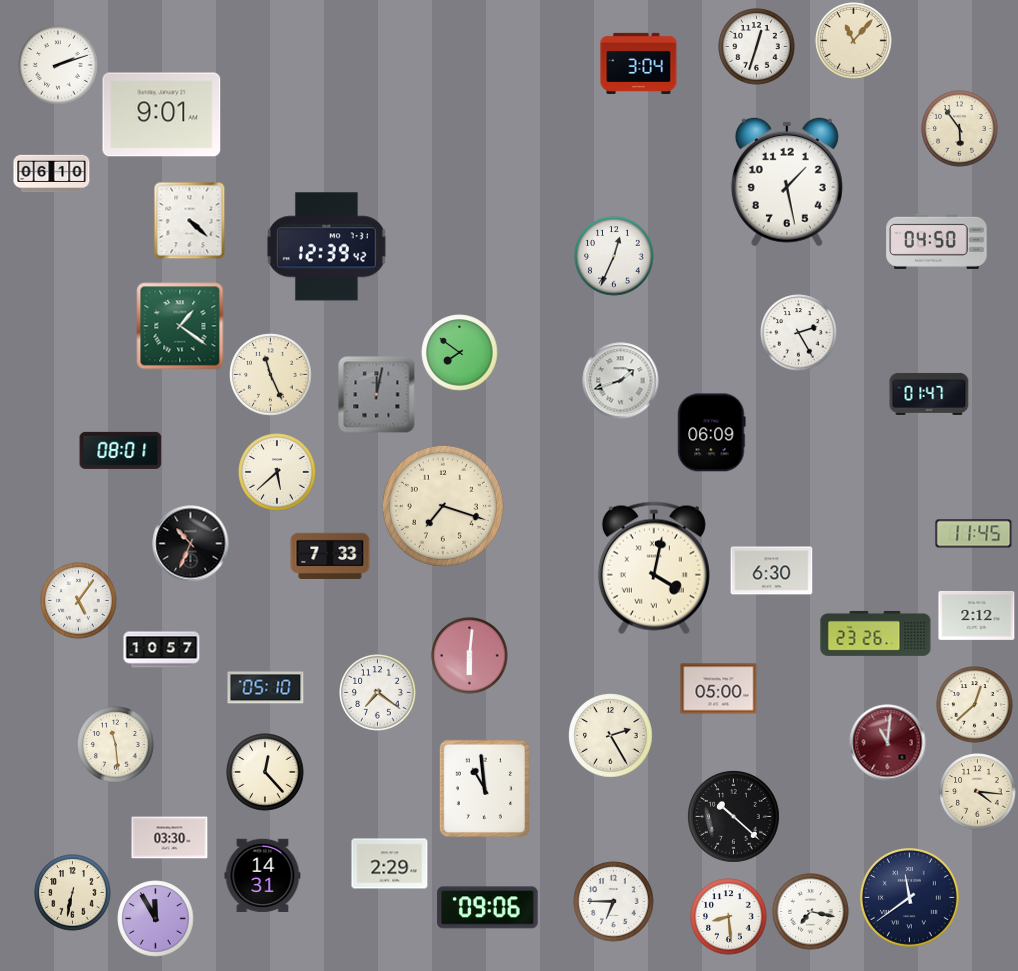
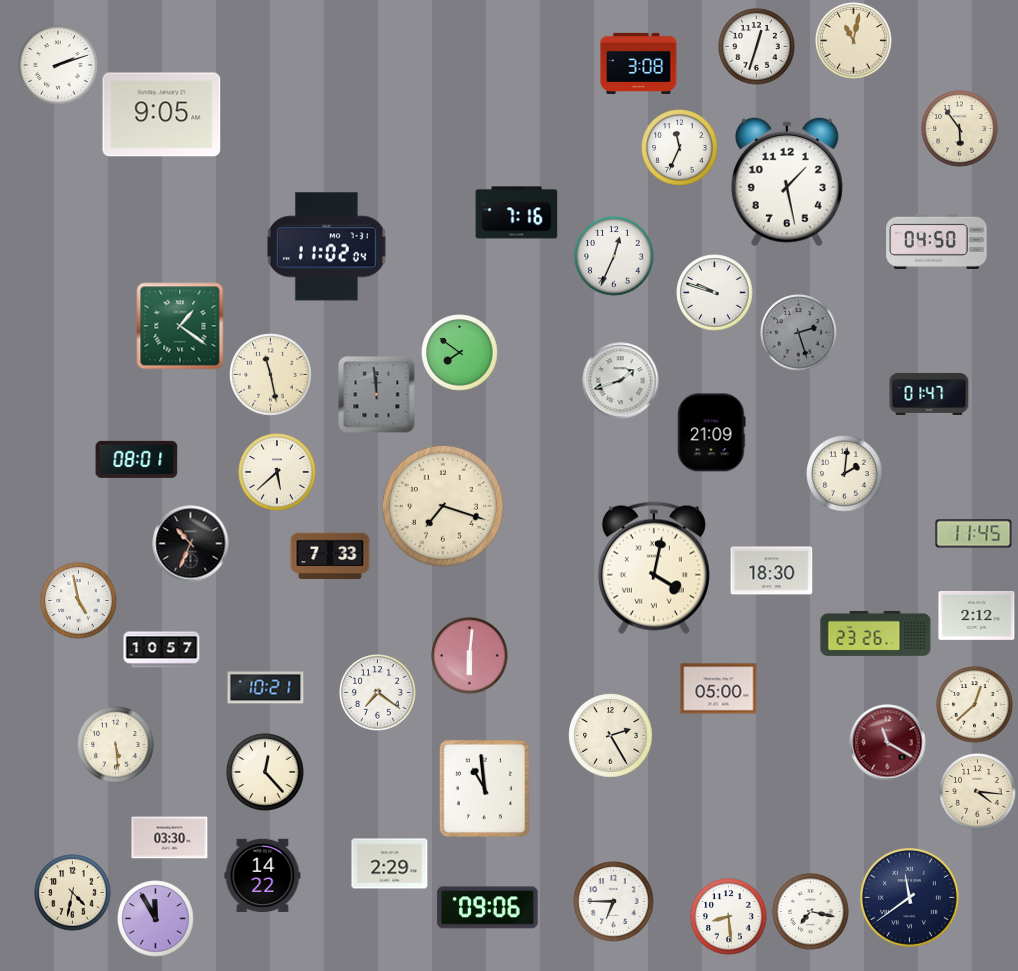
clock at (854, 41): 11:07 -> 11:02
clock at (639, 63): 3:04 -> 3:08
clock at (162, 115): 9:01 -> 9:05
clock at (680, 148): none -> 11:34
clock at (52, 174): 06:10 -> none
clock at (517, 213): none -> 7:16
clock at (190, 220): 4:22 -> none
clock at (326, 247): 12:39 -> 11:02
clock at (715, 293): none -> 9:48
clock at (799, 333): 2:25 -> 2:27
clock at (799, 333) dial: white -> grey
clock at (271, 375): 11:26 -> 11:28
clock at (377, 395): 12:02 -> 11:59
clock at (712, 433): 06:09 -> 21:09
clock at (121, 450) position: (121, 450) -> (137, 459)
clock at (845, 474): none -> 2:01
clock at (772, 571): 6:30 -> 18:30
clock at (79, 601): 5:06 -> 4:58
clock at (266, 688): 05:10 -> 10:21
clock at (888, 743): 11:01 -> 11:20
clock at (116, 745): 11:29 -> 5:29
clock at (734, 817): 10:22 -> none
clock at (263, 876): 14:31 -> 14:22
clock at (73, 893): 6:32 -> 4:32
